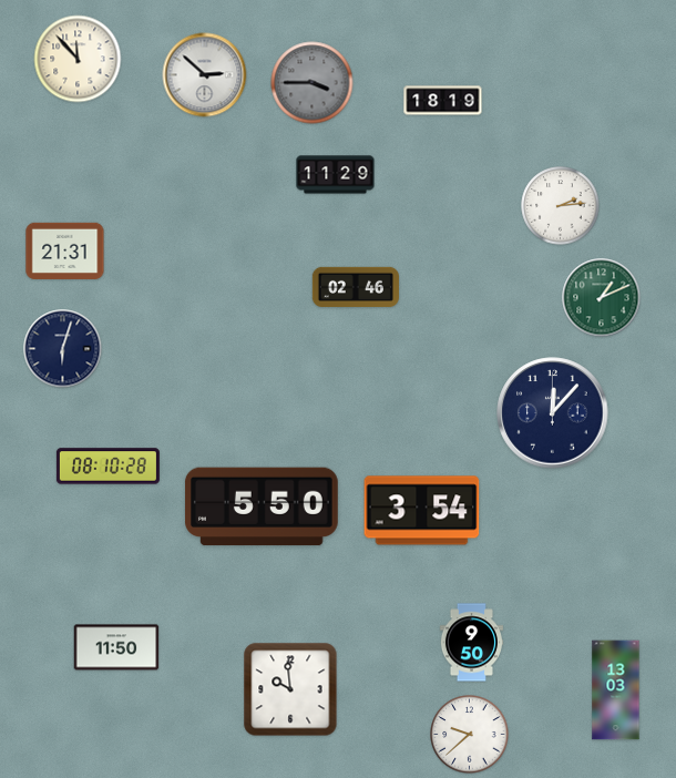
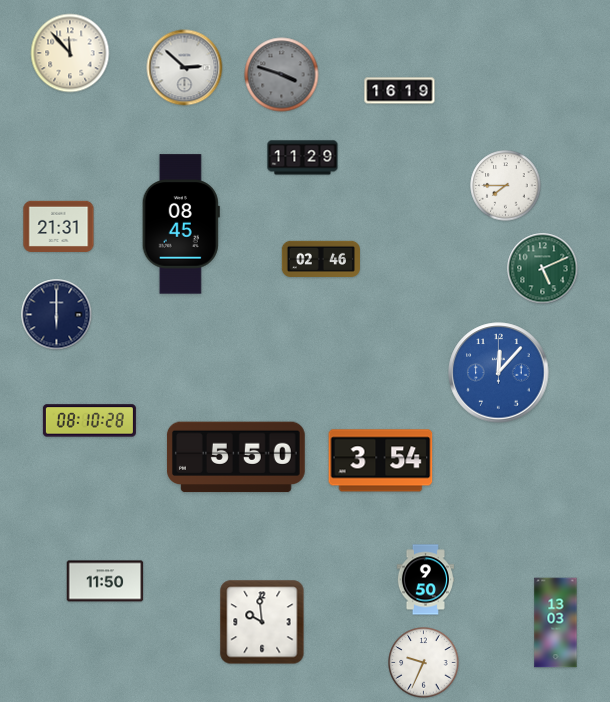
clock at (313, 83): 3:45 -> 3:48
clock at (443, 101): 18:19 -> 16:19
clock at (561, 206): 2:14 -> 7:45
clock at (181, 224): none -> 08:45
clock at (602, 298): 1:11 -> 5:11
clock at (63, 349): 6:03 -> 6:00
clock at (553, 413) dial: navy -> blue
clock at (107, 467) position: (107, 467) -> (89, 421)
clock at (116, 647) position: (116, 647) -> (105, 581)
clock at (470, 735): 9:38 -> 9:34
